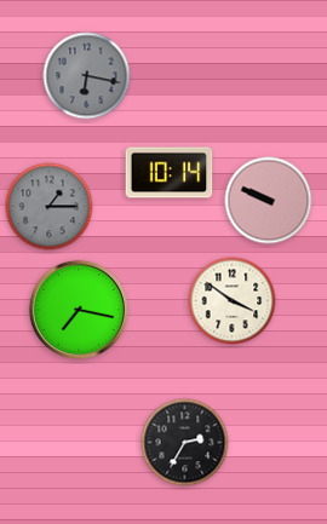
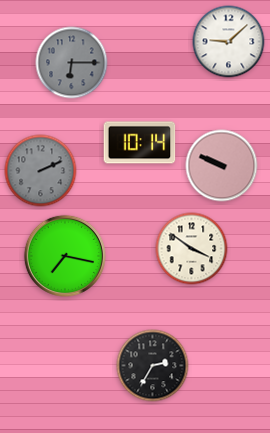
clock at (229, 42): none -> 9:08
clock at (87, 76): 6:17 -> 6:15
clock at (50, 207): 1:15 -> 2:11
